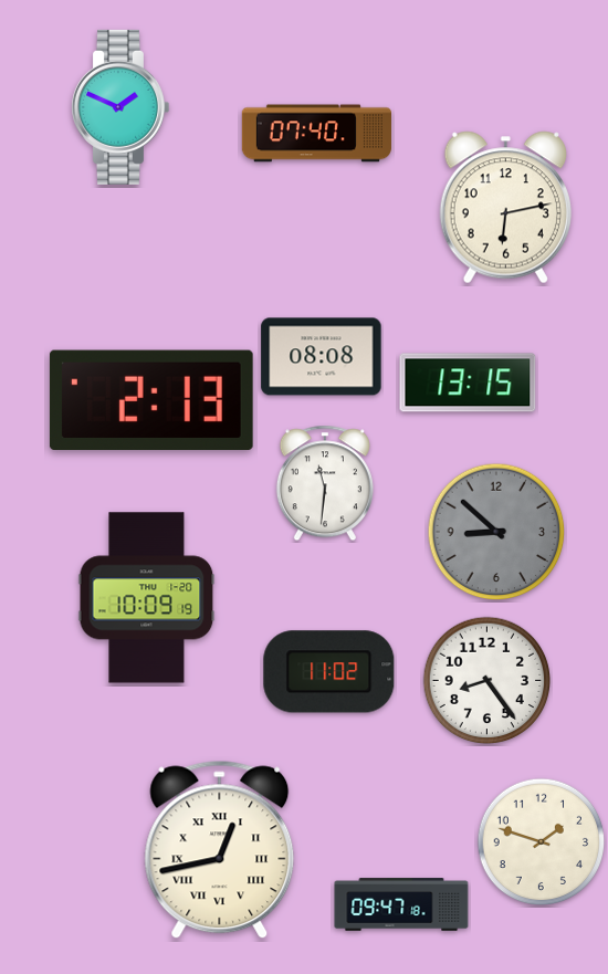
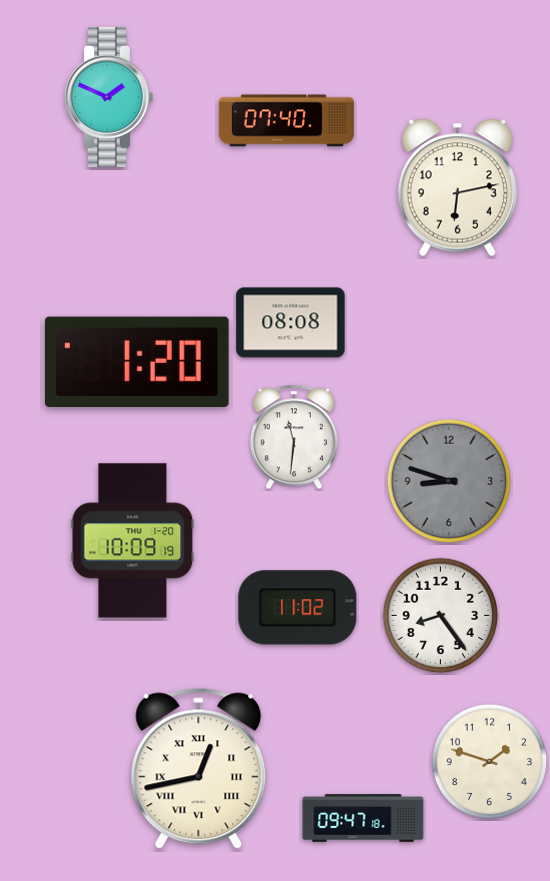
clock at (468, 383): 13:15 -> none
clock at (151, 399): 2:13 -> 1:20
clock at (496, 532): 8:52 -> 8:48
